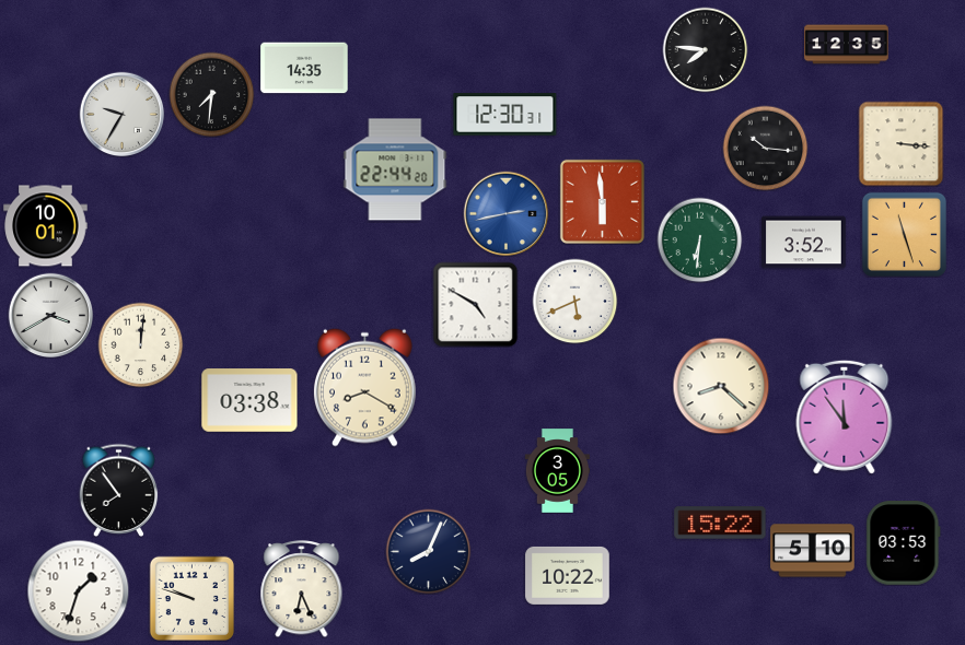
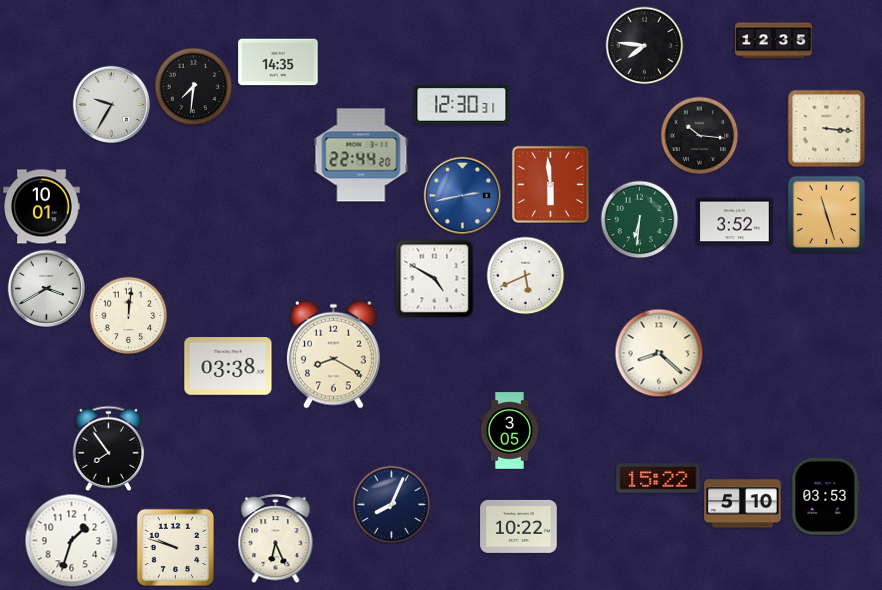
clock at (900, 143) position: (900, 143) -> (826, 128)
clock at (845, 417): 11:54 -> none
